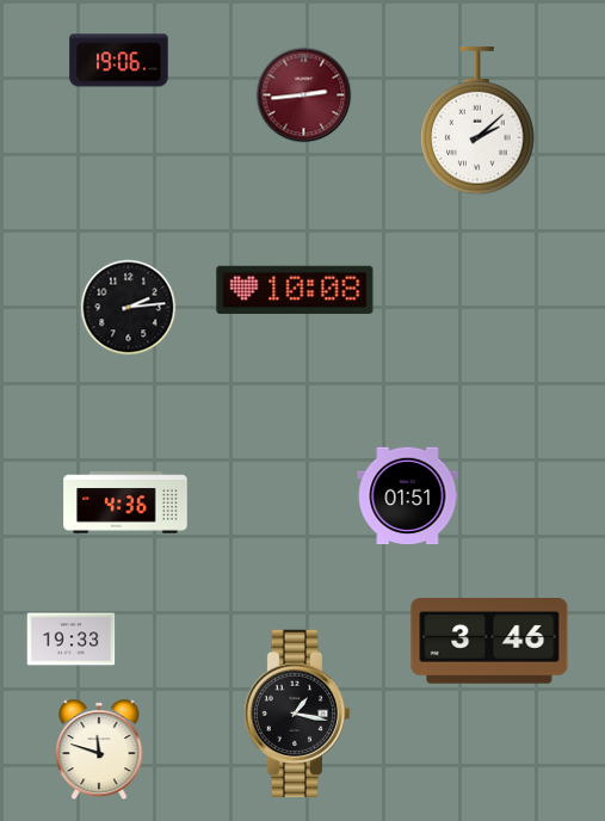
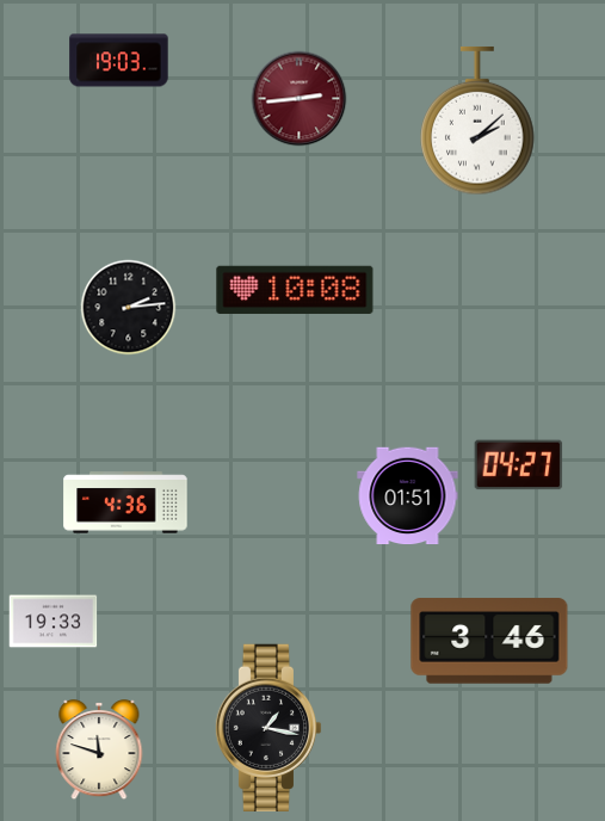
clock at (119, 61): 19:06 -> 19:03
clock at (304, 95) position: (304, 95) -> (300, 99)
clock at (519, 465): none -> 04:27
clock at (72, 640) position: (72, 640) -> (54, 622)
clock at (297, 714) position: (297, 714) -> (268, 728)
